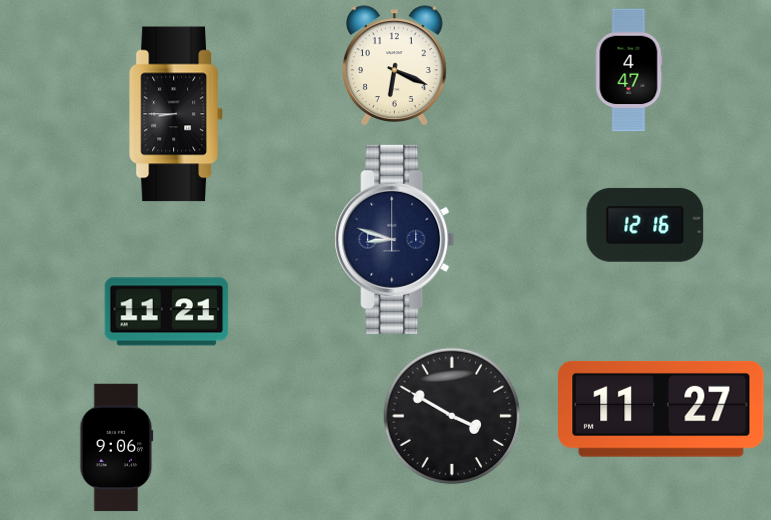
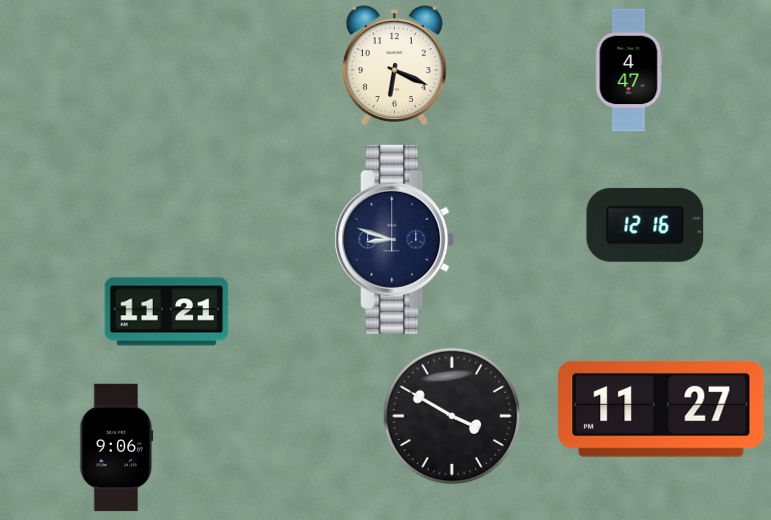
clock at (176, 114): 8:45 -> none
